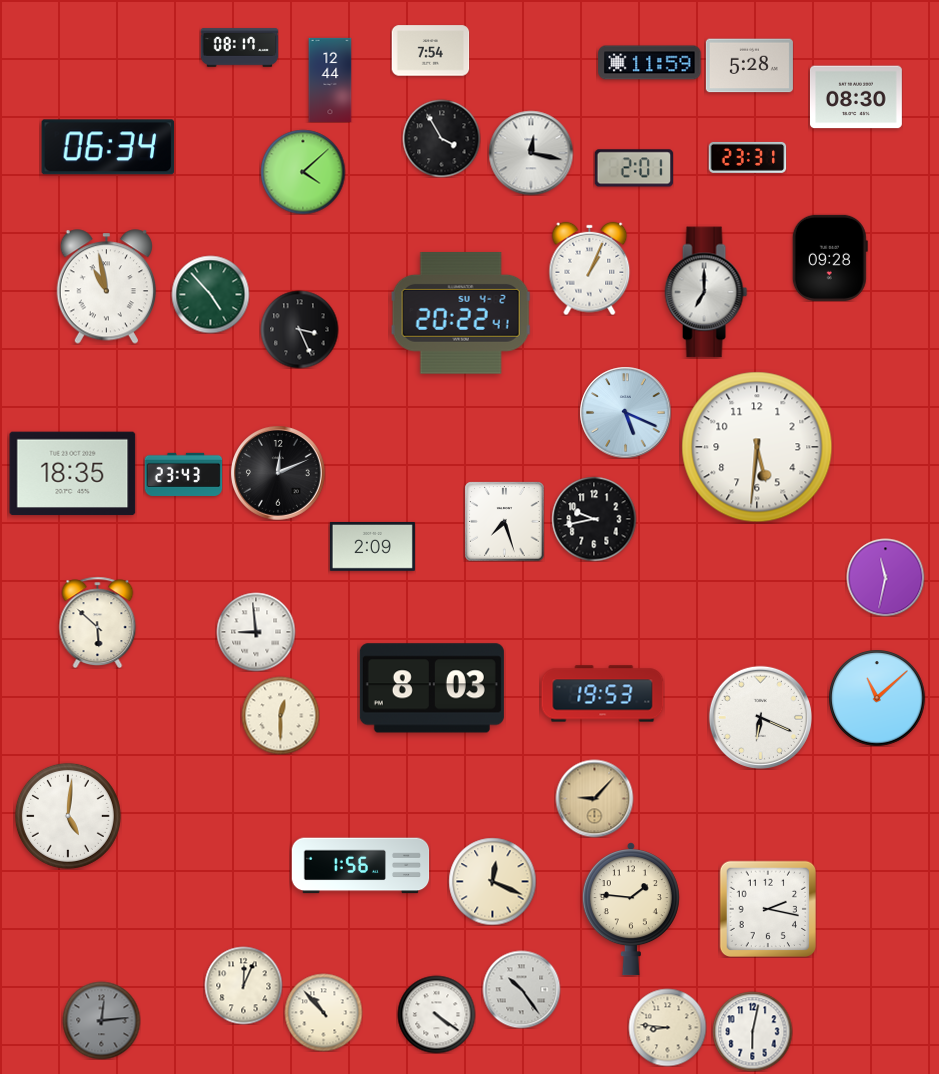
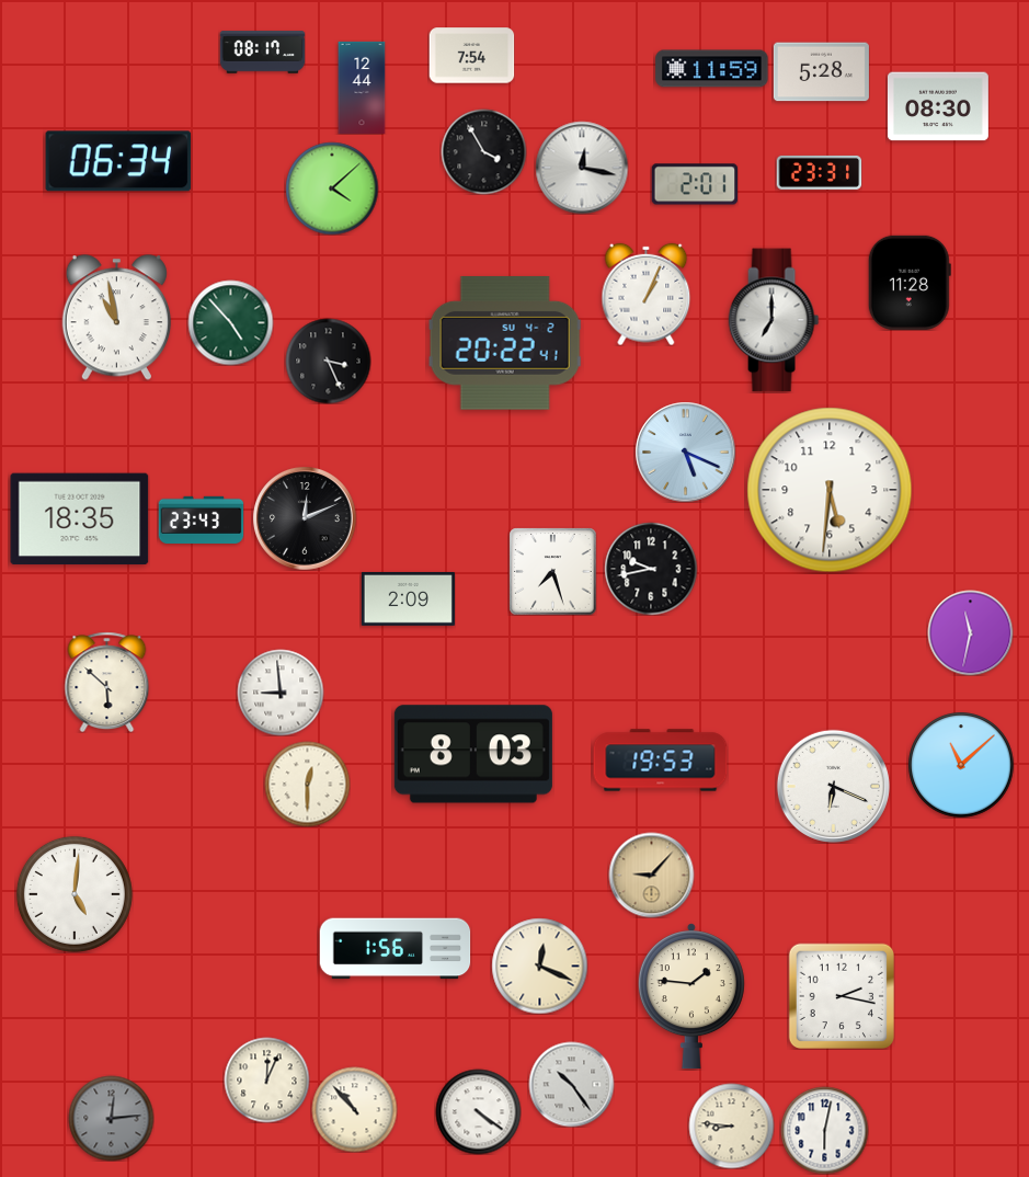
clock at (830, 258): 09:28 -> 11:28
clock at (106, 287) position: (106, 287) -> (116, 318)
